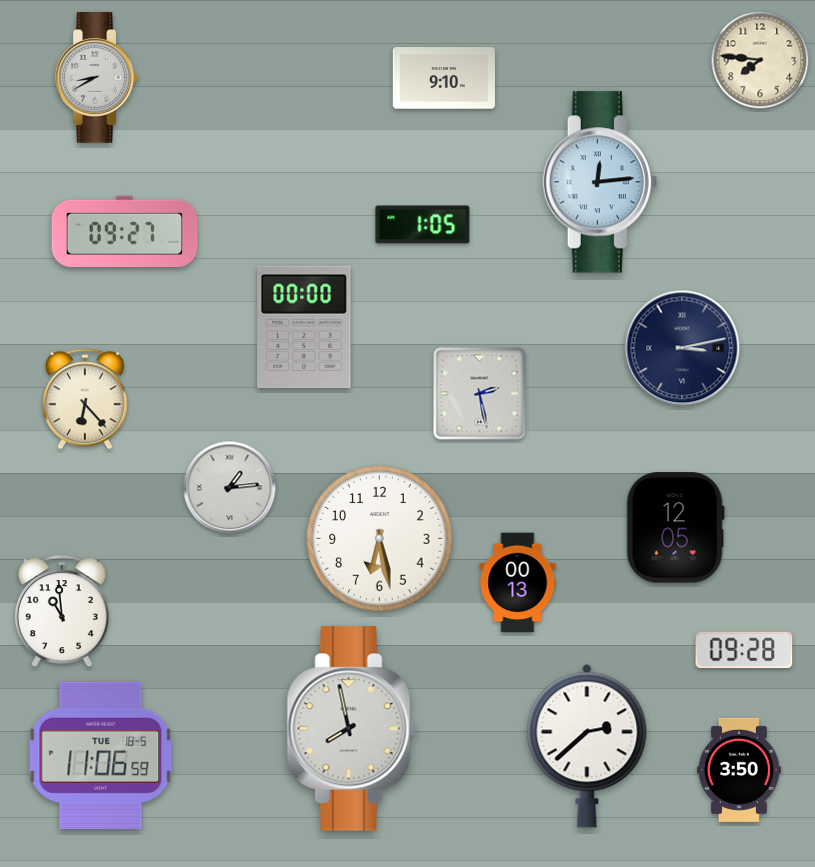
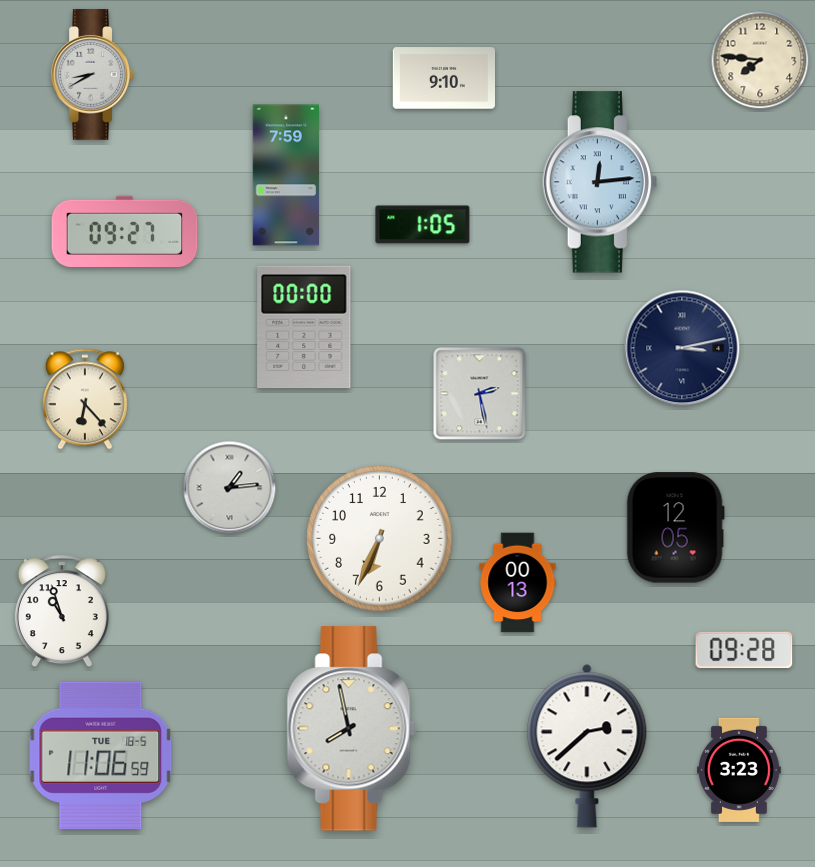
clock at (96, 78) position: (96, 78) -> (92, 75)
clock at (286, 175): none -> 7:59
clock at (380, 539): 6:28 -> 6:34
clock at (62, 612): 10:59 -> 10:57
clock at (740, 770): 3:50 -> 3:23
